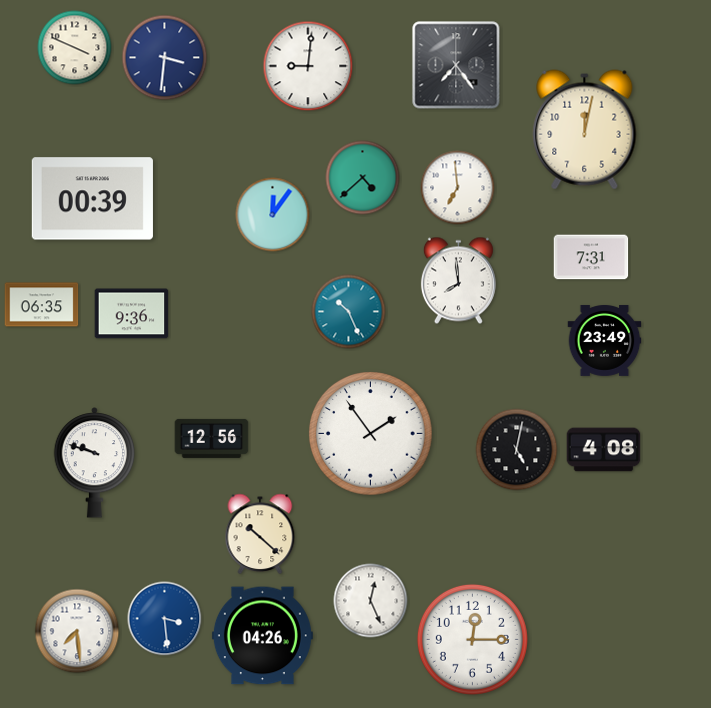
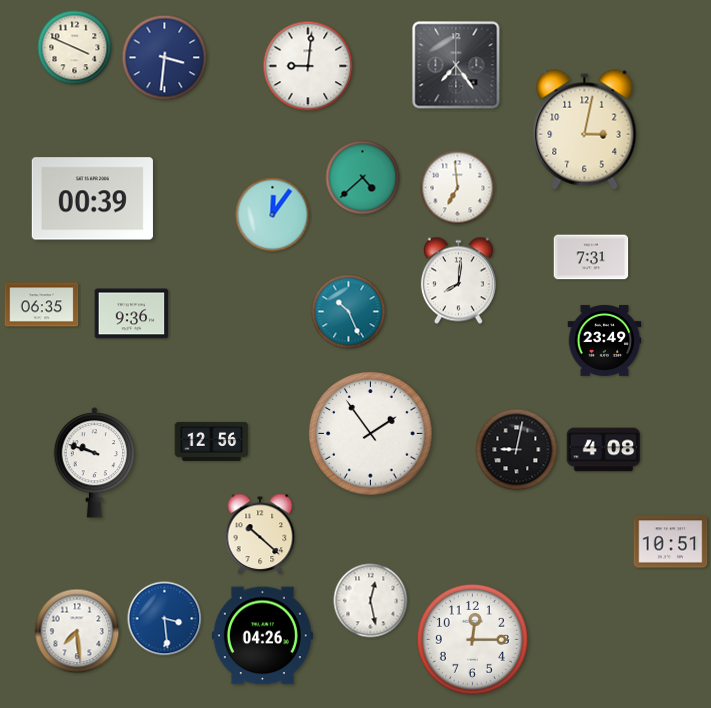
clock at (585, 130): 12:02 -> 3:02
clock at (458, 281): 7:59 -> 8:01
clock at (212, 438) position: (212, 438) -> (212, 441)
clock at (517, 450): 5:02 -> 9:02
clock at (671, 542): none -> 10:51
clock at (371, 601): 12:26 -> 12:28
